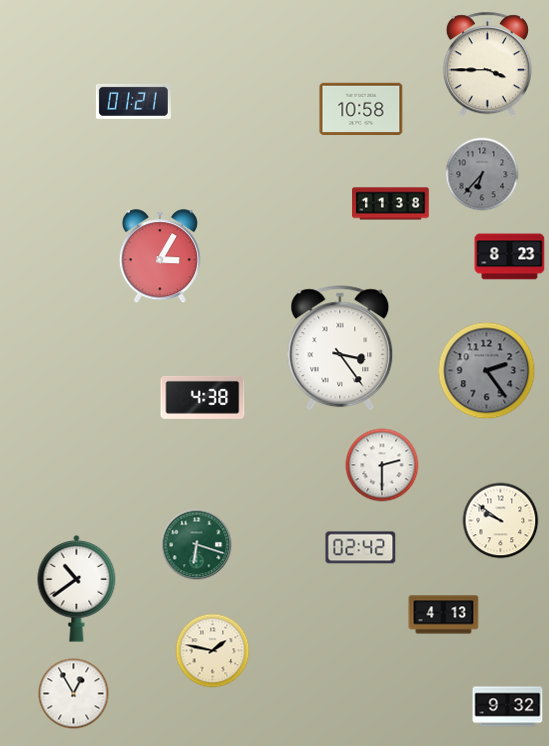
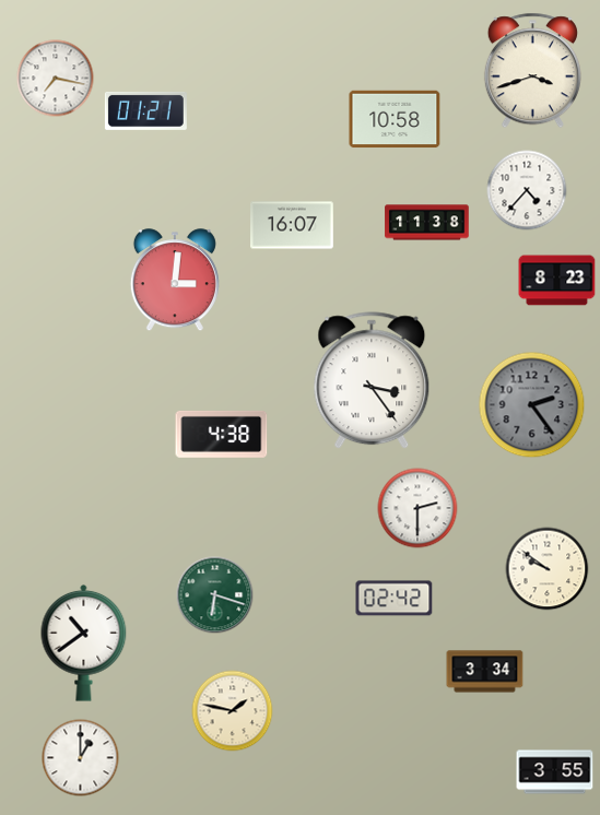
clock at (487, 65): 3:45 -> 3:42
clock at (56, 79): none -> 7:17
clock at (482, 174): 6:37 -> 4:37
clock at (482, 174) dial: grey -> white
clock at (293, 225): none -> 16:07
clock at (160, 257): 3:05 -> 3:01
clock at (444, 615): 4:13 -> 3:34
clock at (74, 694): 12:55 -> 1:00
clock at (508, 707): 9:32 -> 3:55
